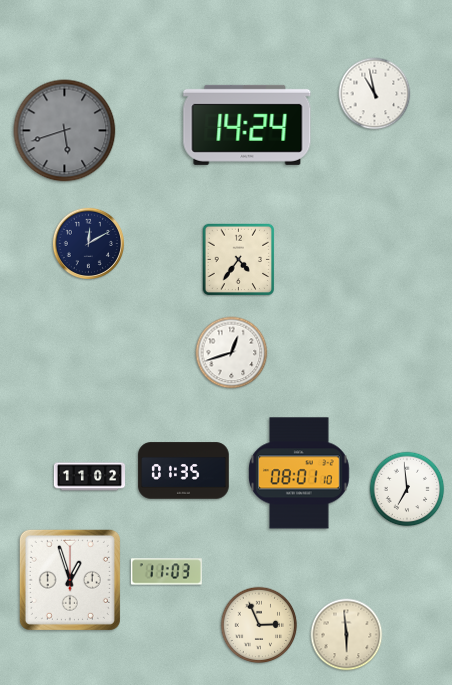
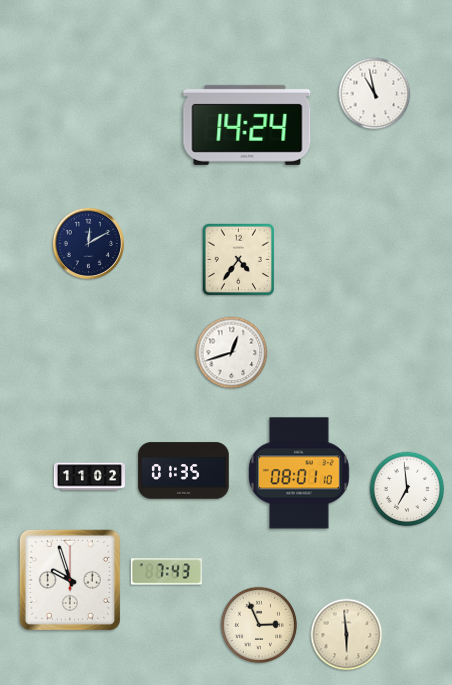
clock at (65, 131): 5:42 -> none
clock at (166, 572): 11:03 -> 7:43
clock at (70, 580): 12:57 -> 9:57
